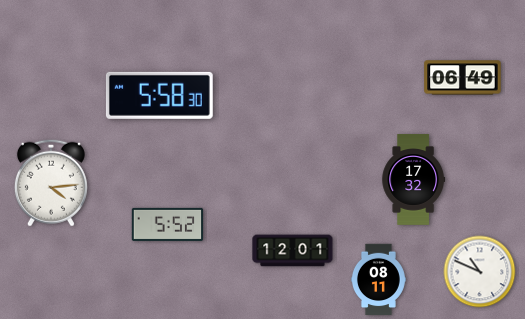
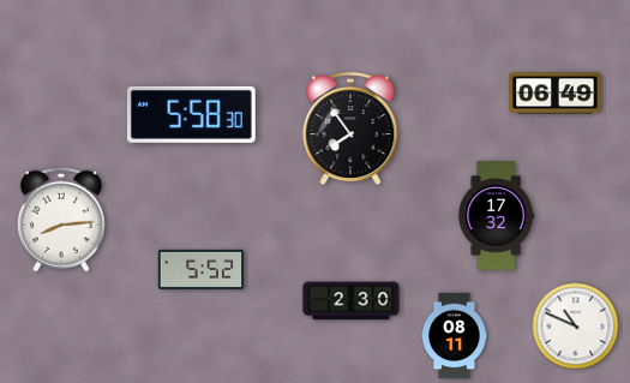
clock at (350, 130): none -> 7:54
clock at (51, 183): 4:14 -> 8:14
clock at (293, 251): 12:01 -> 2:30
